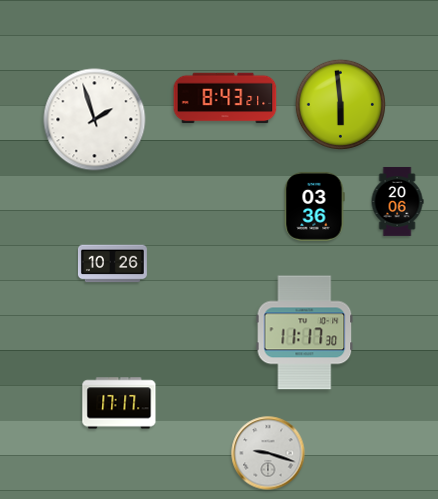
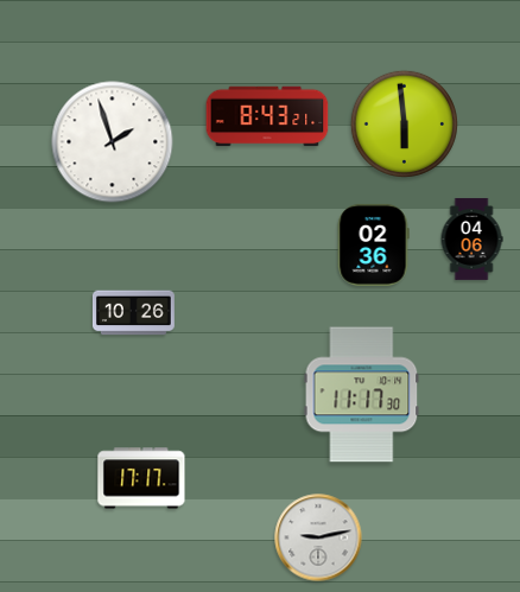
clock at (397, 201): 20:06 -> 04:06
clock at (314, 206): 03:36 -> 02:36
clock at (268, 453): 9:18 -> 9:13
